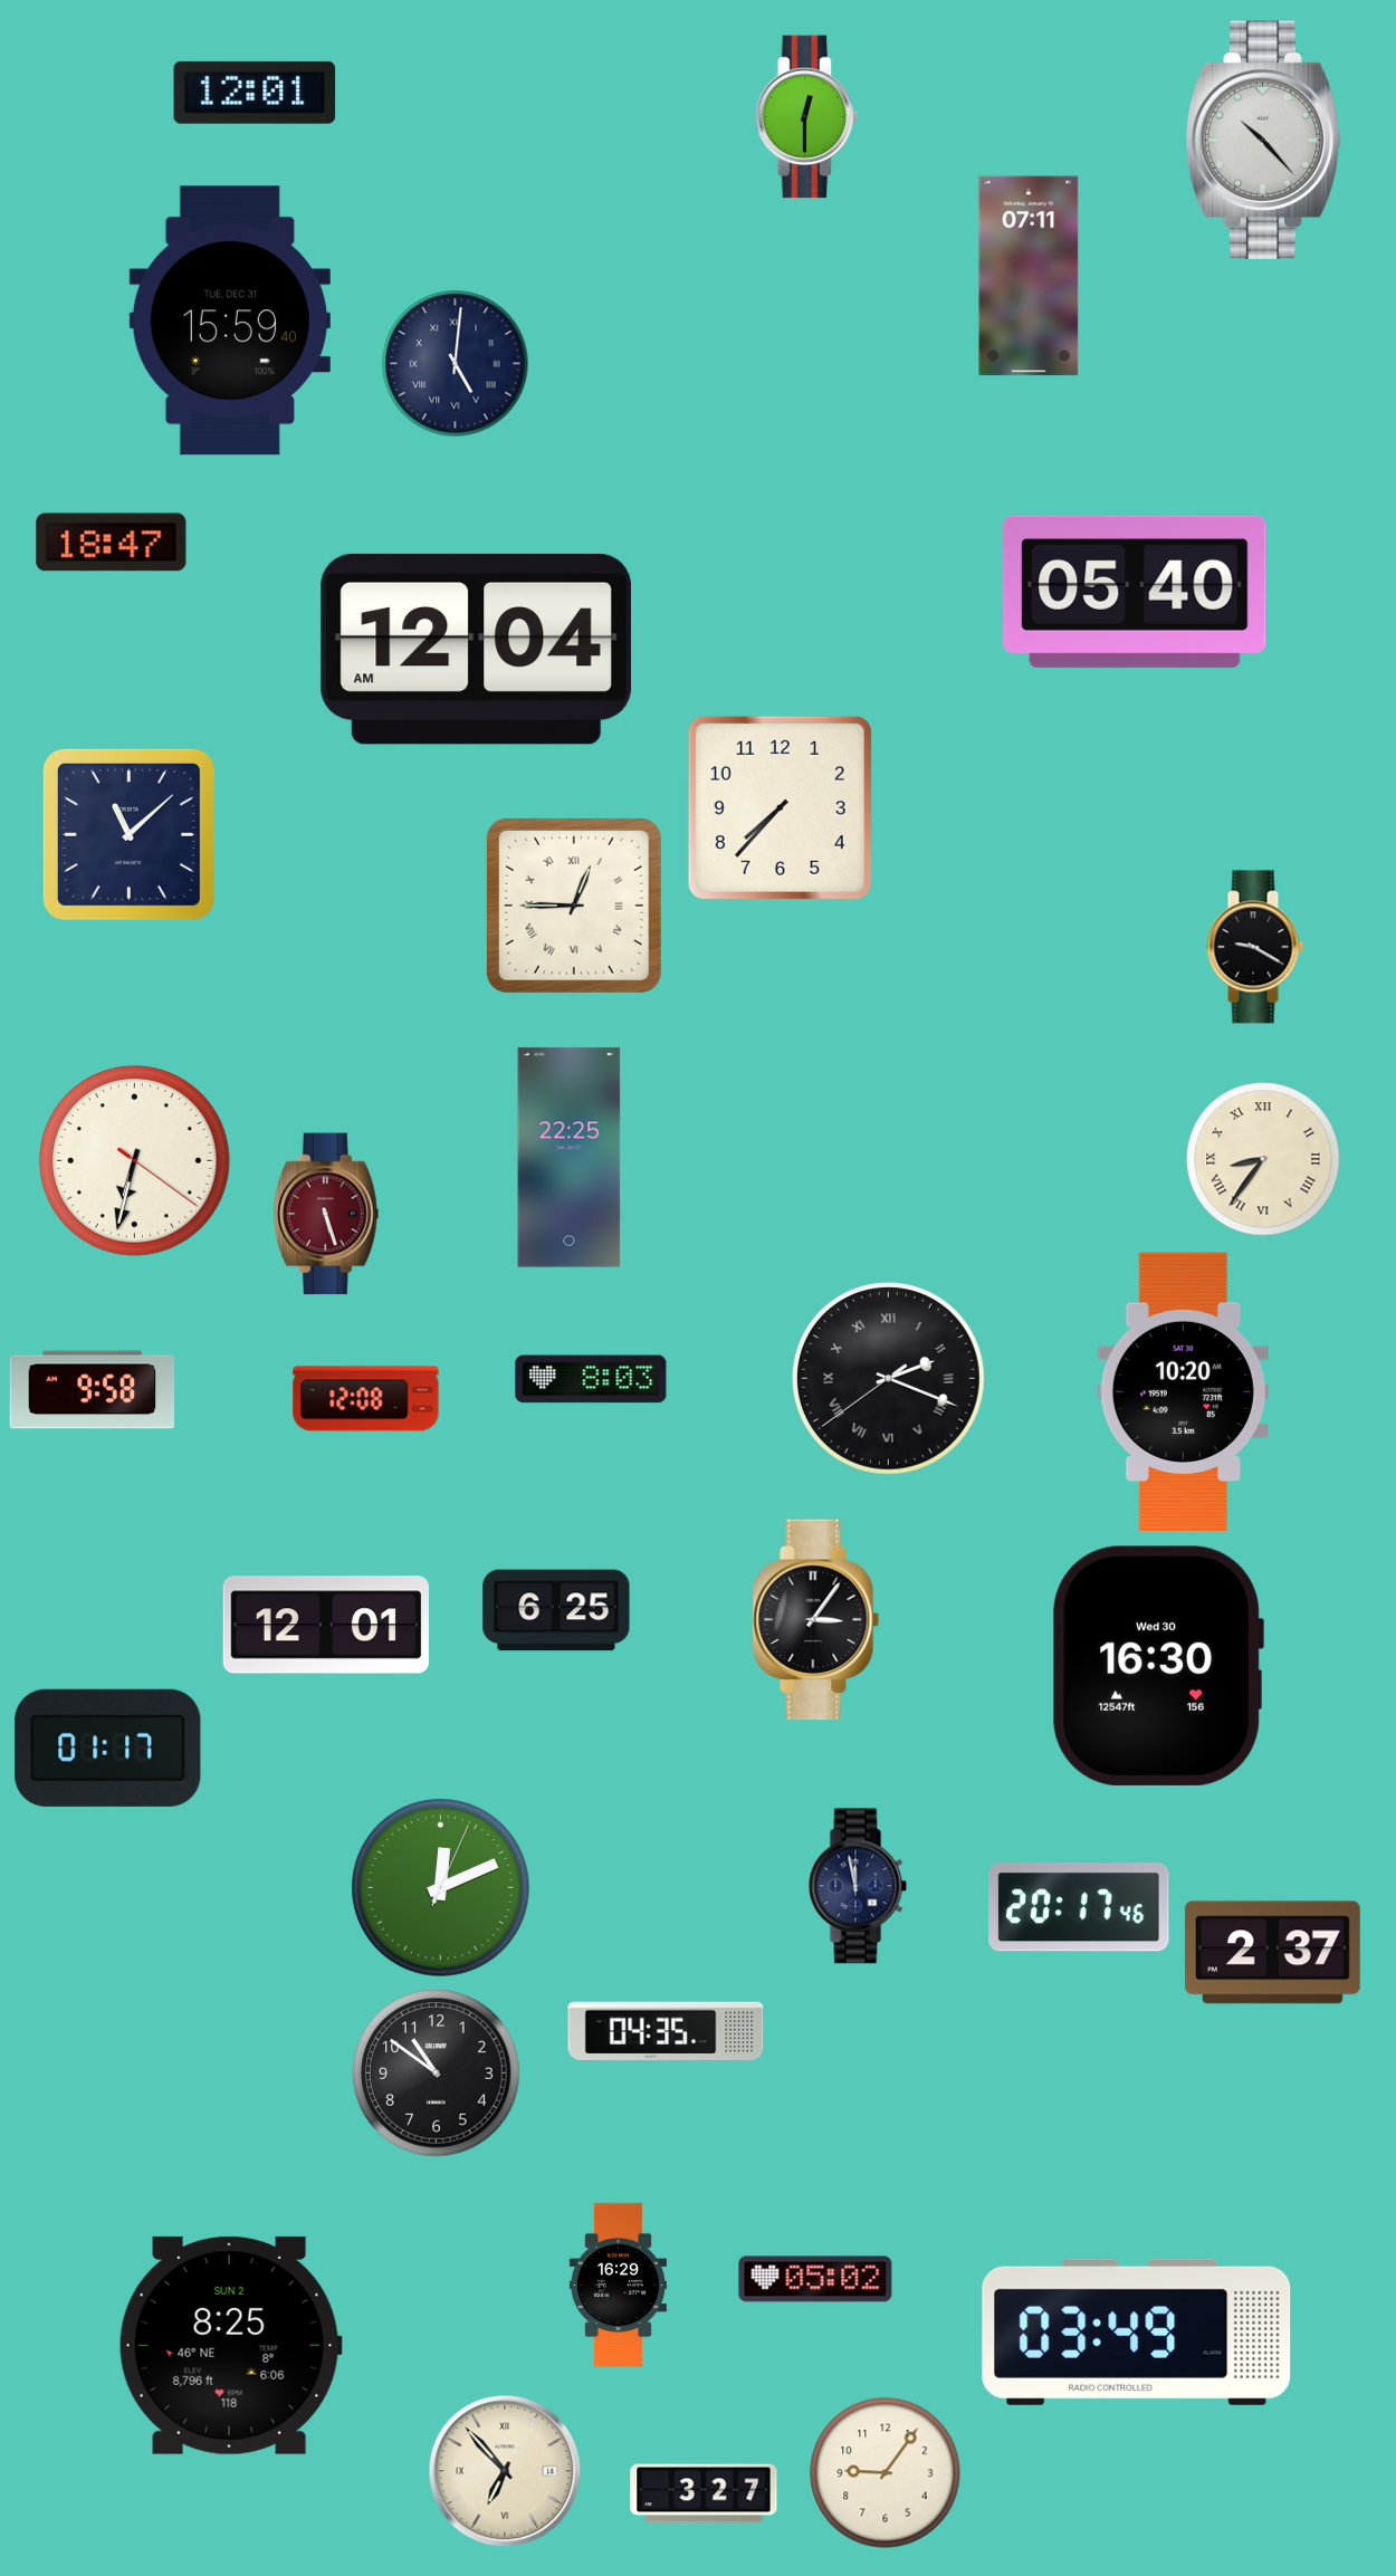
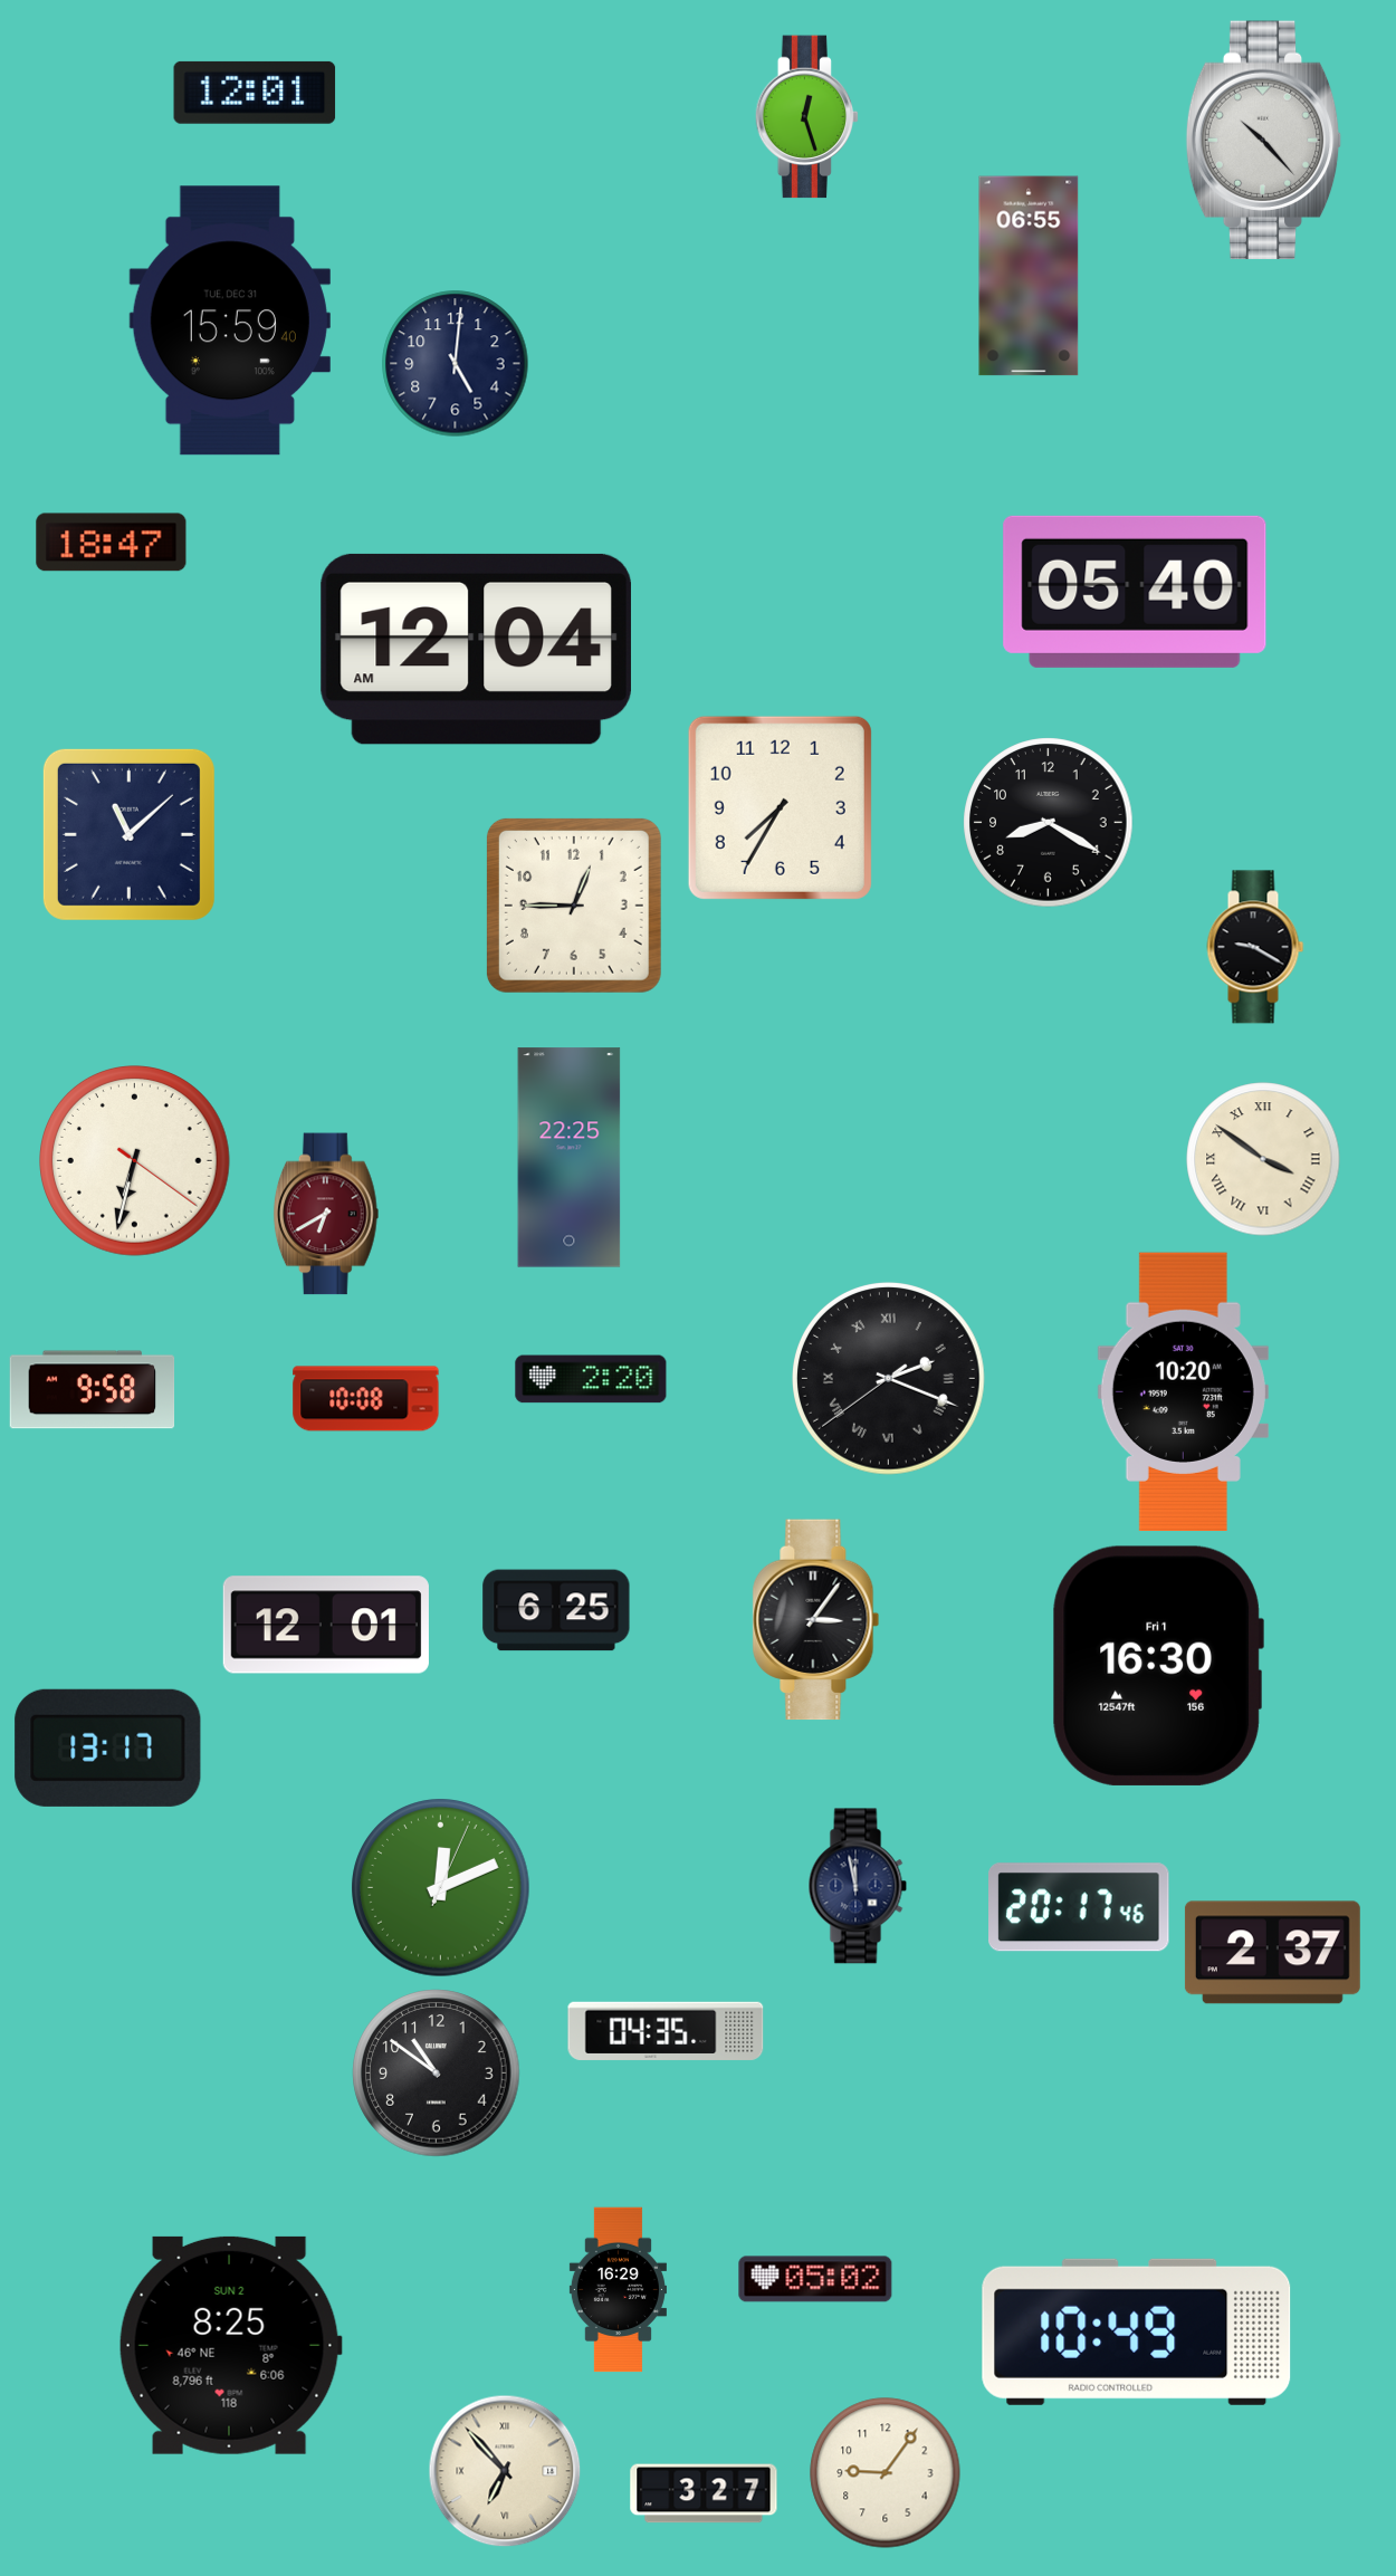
clock at (807, 117): 12:30 -> 12:27
clock at (1029, 276): 07:11 -> 06:55
clock at (456, 364) numerals: Roman -> Arabic
clock at (780, 807): 7:37 -> 7:35
clock at (1049, 823): none -> 8:20
clock at (574, 906) numerals: Roman -> Arabic
clock at (1263, 1159): 8:36 -> 3:51
clock at (326, 1214): 5:27 -> 6:40
clock at (591, 1379): 8:03 -> 2:20
clock at (366, 1399): 12:08 -> 10:08
clock at (1158, 1666) date: Wed 30 -> Fri 1
clock at (108, 1747): 01:17 -> 13:17
clock at (618, 2286) position: (618, 2286) -> (618, 2290)
clock at (1137, 2331): 03:49 -> 10:49
